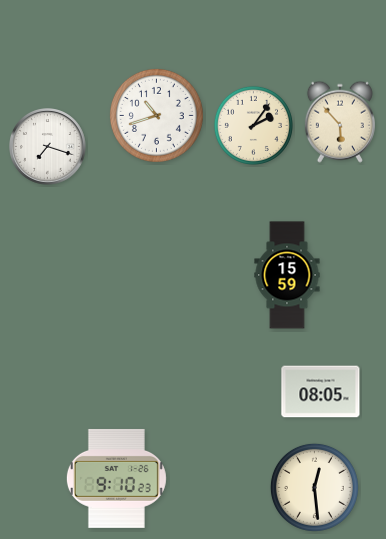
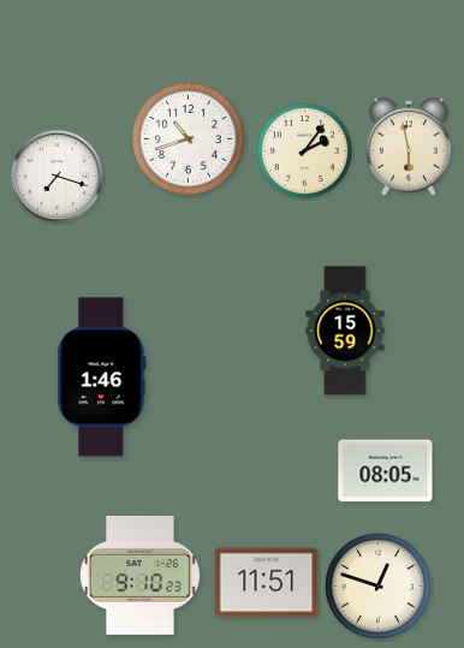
clock at (340, 122): 5:53 -> 5:58
clock at (102, 377): none -> 1:46
clock at (267, 583): none -> 11:51
clock at (314, 487): 12:29 -> 12:48
